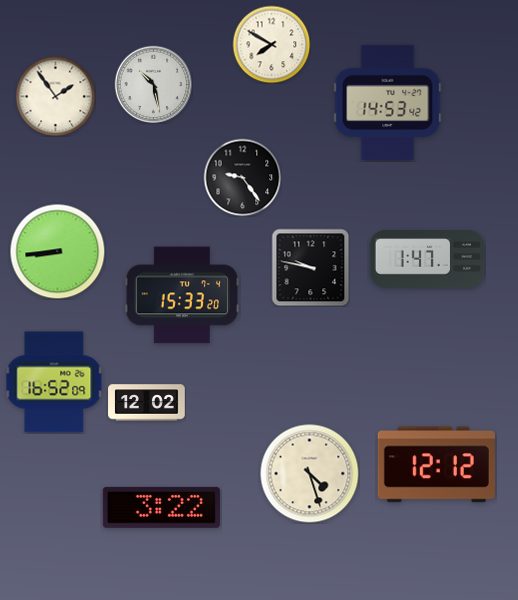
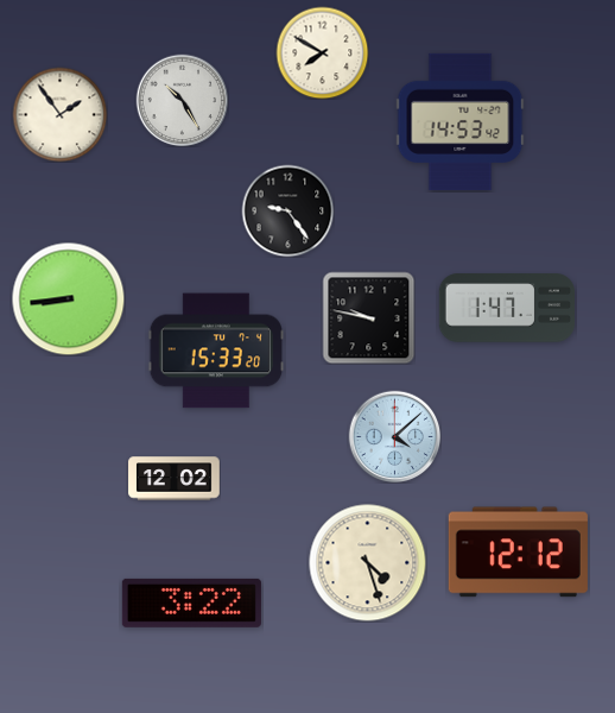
clock at (153, 84): 10:28 -> 10:25
clock at (55, 96) position: (55, 96) -> (59, 114)
clock at (394, 436): none -> 4:08
clock at (54, 382): 16:52 -> none
